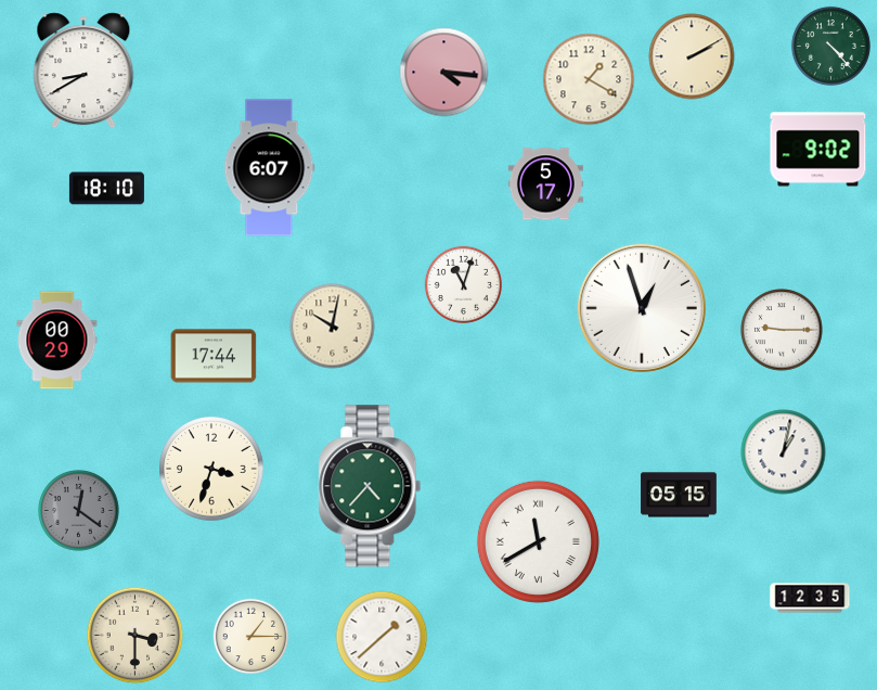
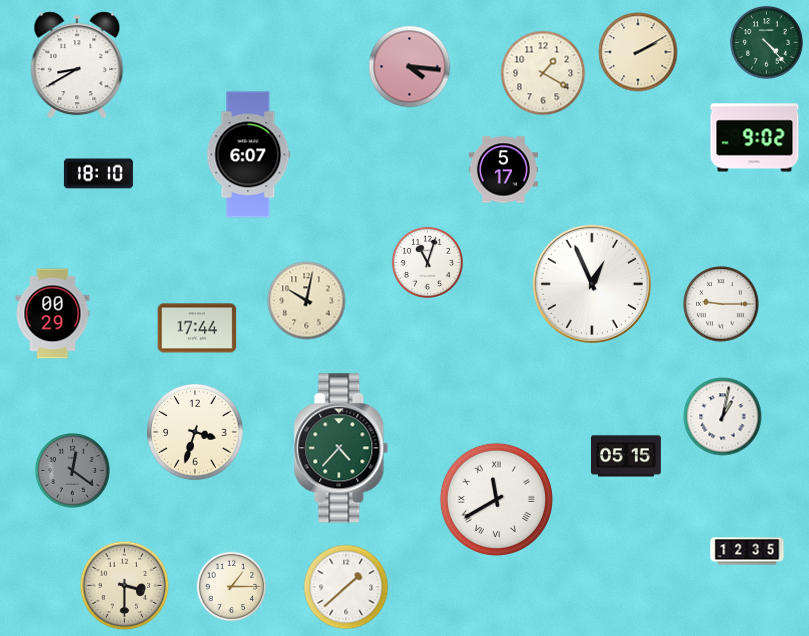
clock at (642, 308): 12:57 -> 12:56
clock at (382, 637) position: (382, 637) -> (346, 587)
